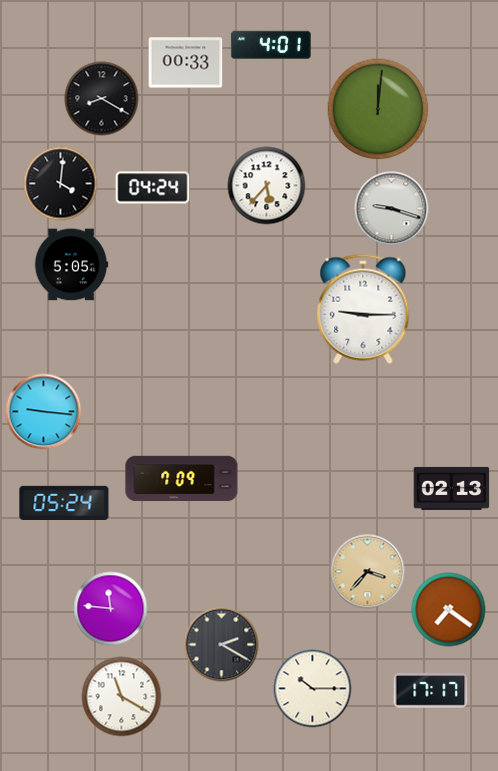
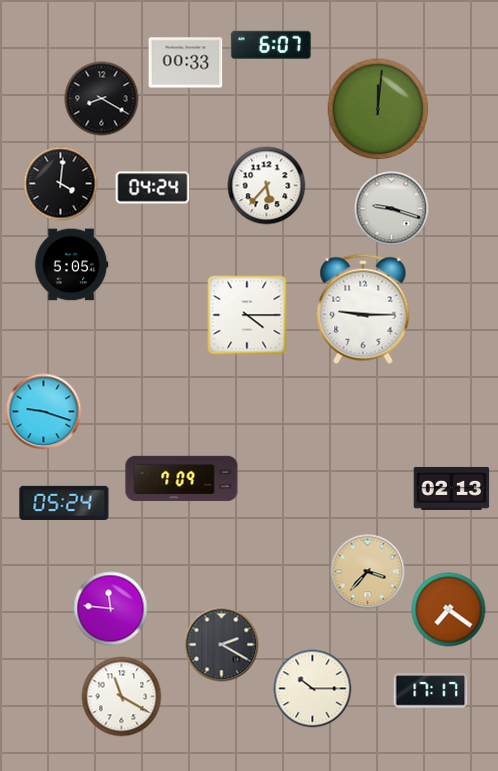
clock at (271, 45): 4:01 -> 6:07
clock at (247, 315): none -> 4:15
clock at (44, 412): 9:16 -> 9:18
